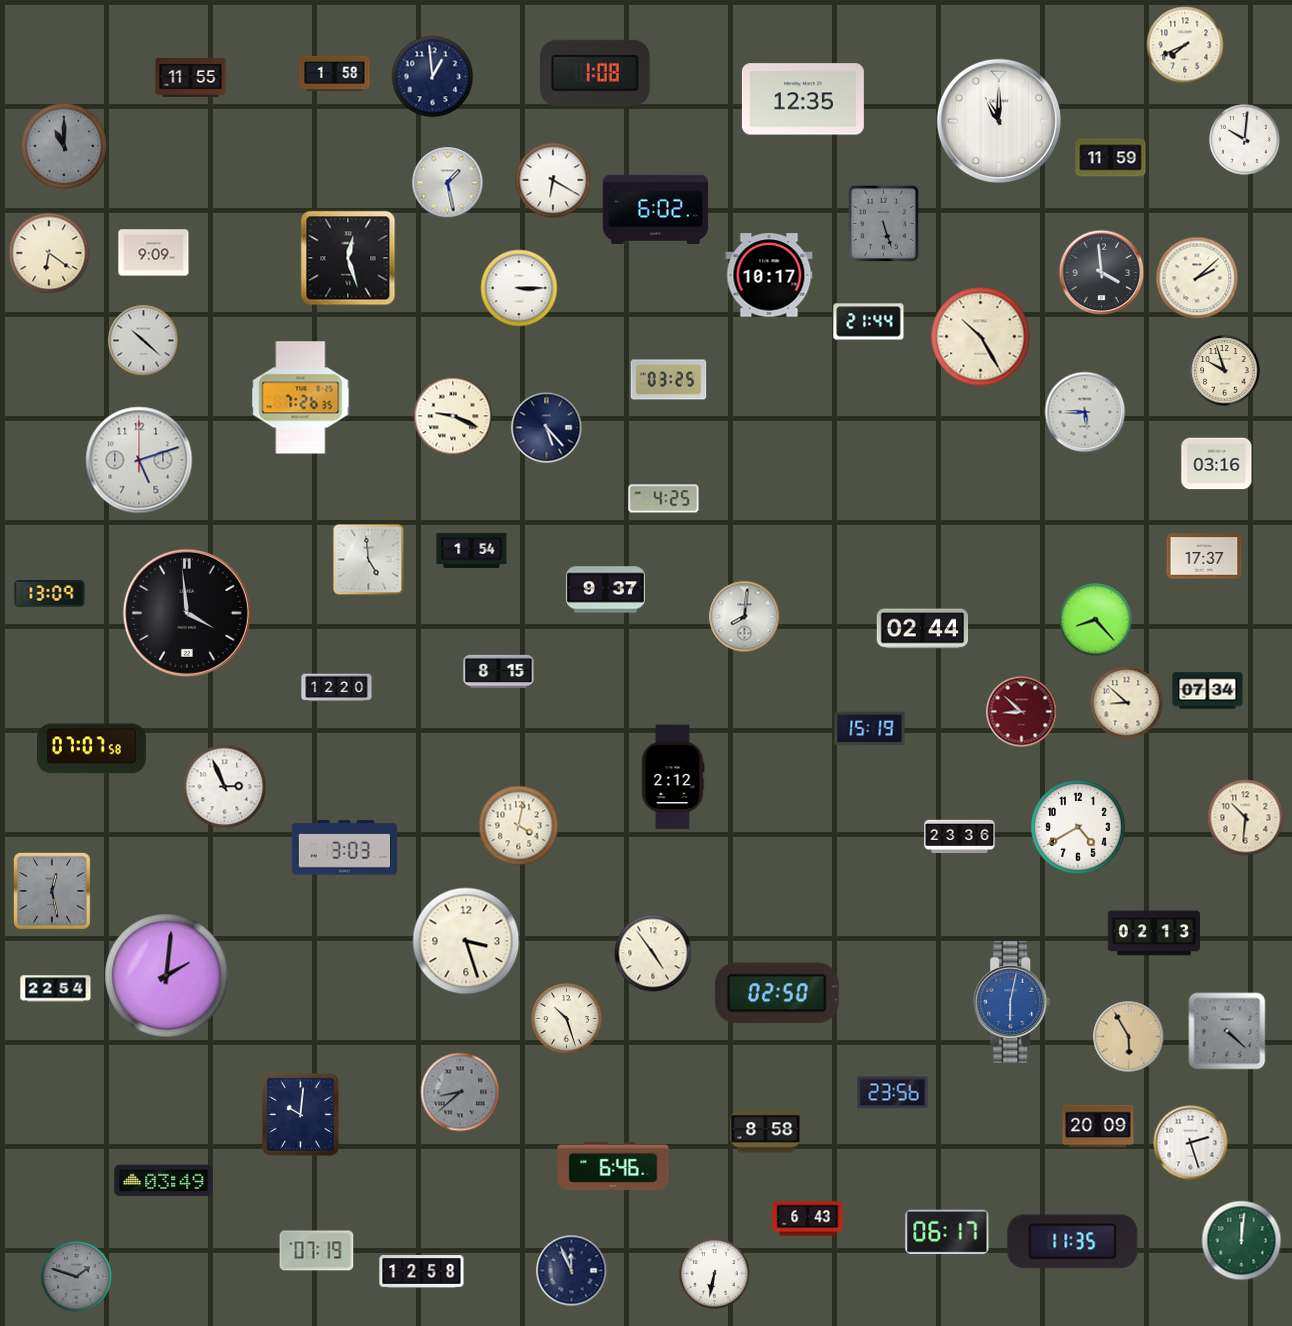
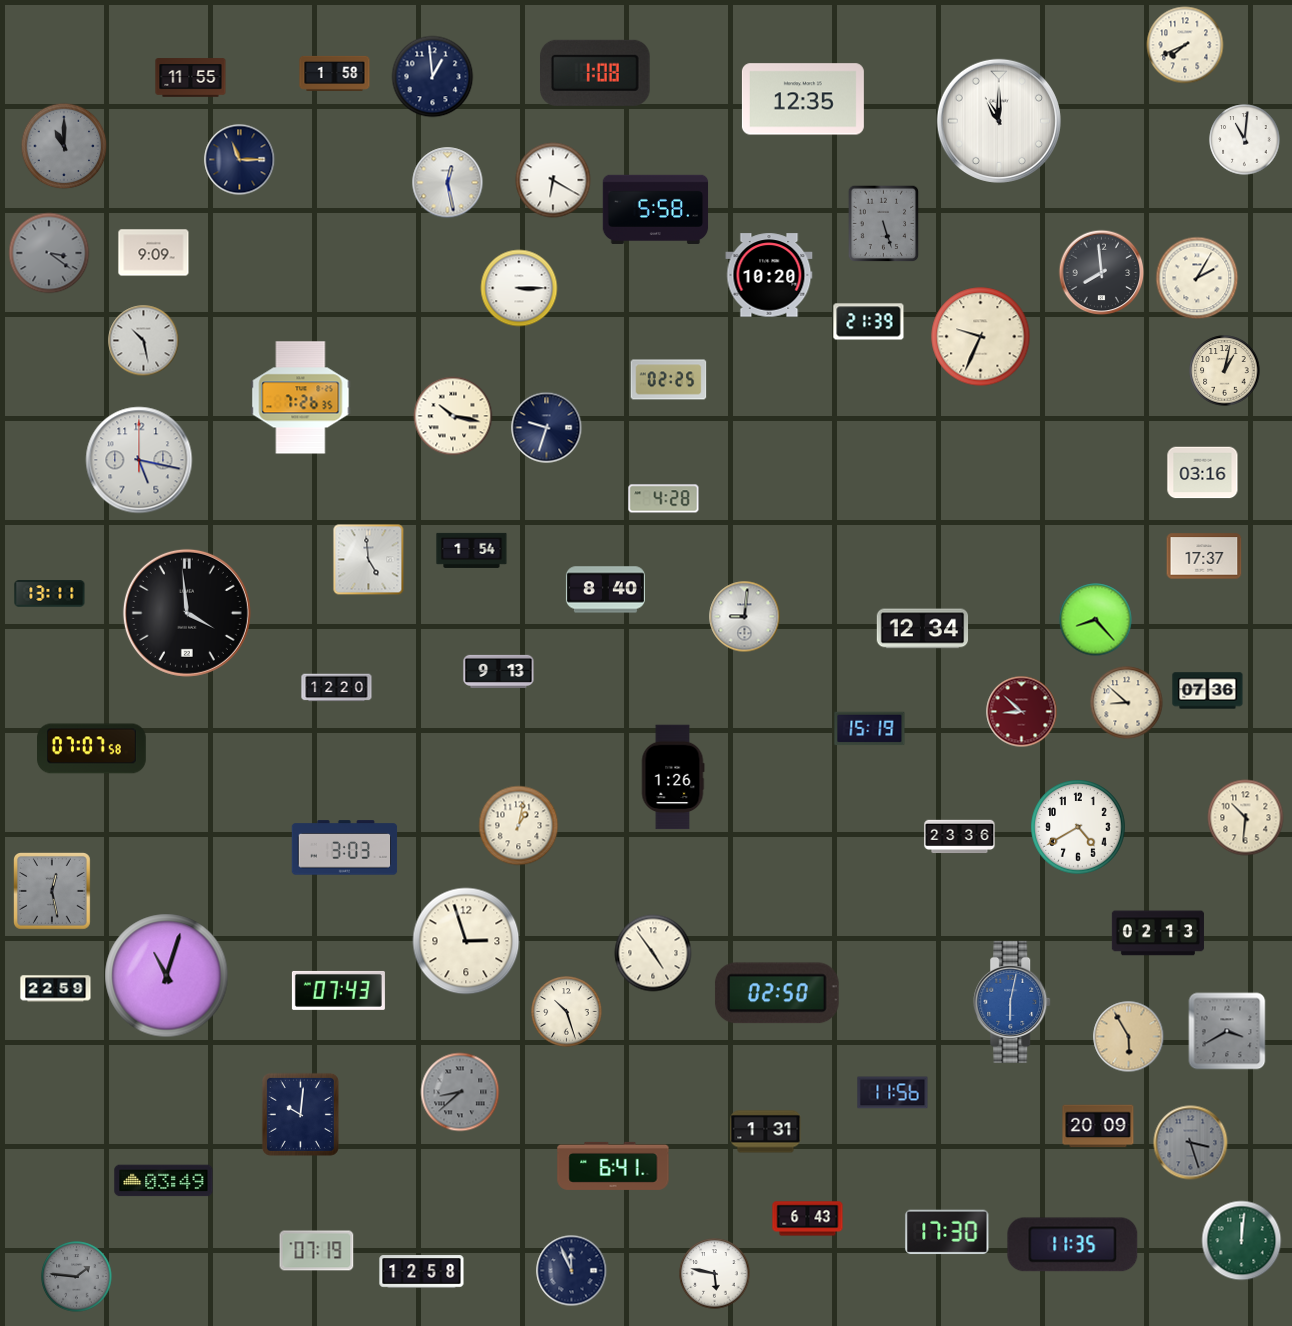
clock at (1245, 140): 10:01 -> 11:01
clock at (1111, 158): 11:59 -> none
clock at (240, 160): none -> 11:15
clock at (448, 183): 1:28 -> 12:28
clock at (656, 209): 6:02 -> 5:58
clock at (49, 253): 6:21 -> 3:21
clock at (49, 253) dial: cream -> grey
clock at (348, 258): 12:27 -> none
clock at (1102, 273): 3:59 -> 7:59
clock at (769, 275): 10:17 -> 10:20
clock at (1197, 278): 2:08 -> 2:05
clock at (869, 322): 21:44 -> 21:39
clock at (981, 337): 10:25 -> 9:34
clock at (144, 341): 10:22 -> 10:28
clock at (1225, 371): 9:57 -> 1:02
clock at (669, 380): 03:25 -> 02:25
clock at (1085, 412): 5:45 -> none
clock at (453, 416): 9:19 -> 10:17
clock at (547, 428): 5:23 -> 9:33
clock at (139, 460): 5:12 -> 5:17
clock at (1217, 464) position: (1217, 464) -> (1203, 473)
clock at (664, 499): 4:25 -> 4:28
clock at (605, 590): 9:37 -> 8:40
clock at (50, 594): 13:09 -> 13:11
clock at (745, 617): 8:01 -> 9:01
clock at (923, 629): 02:44 -> 12:34
clock at (499, 671): 8:15 -> 9:13
clock at (1208, 691): 07:34 -> 07:36
clock at (673, 777): 2:12 -> 1:26
clock at (225, 787): 2:56 -> none
clock at (519, 826): 4:02 -> 1:02
clock at (1154, 933) position: (1154, 933) -> (1158, 933)
clock at (466, 941): 3:27 -> 2:57
clock at (167, 976): 2:01 -> 11:03
clock at (56, 989): 22:54 -> 22:59
clock at (338, 990): none -> 07:43
clock at (567, 1019) position: (567, 1019) -> (567, 1012)
clock at (1227, 1031): 4:22 -> 3:40
clock at (893, 1093): 23:56 -> 11:56
clock at (766, 1132): 8:58 -> 1:31
clock at (1191, 1143): 2:27 -> 3:27
clock at (1191, 1143) dial: white -> grey
clock at (613, 1166): 6:46 -> 6:41
clock at (947, 1232): 06:17 -> 17:30
clock at (1073, 1242) position: (1073, 1242) -> (1073, 1245)
clock at (715, 1274): 6:32 -> 5:47
clock at (77, 1277): 1:48 -> 1:46
